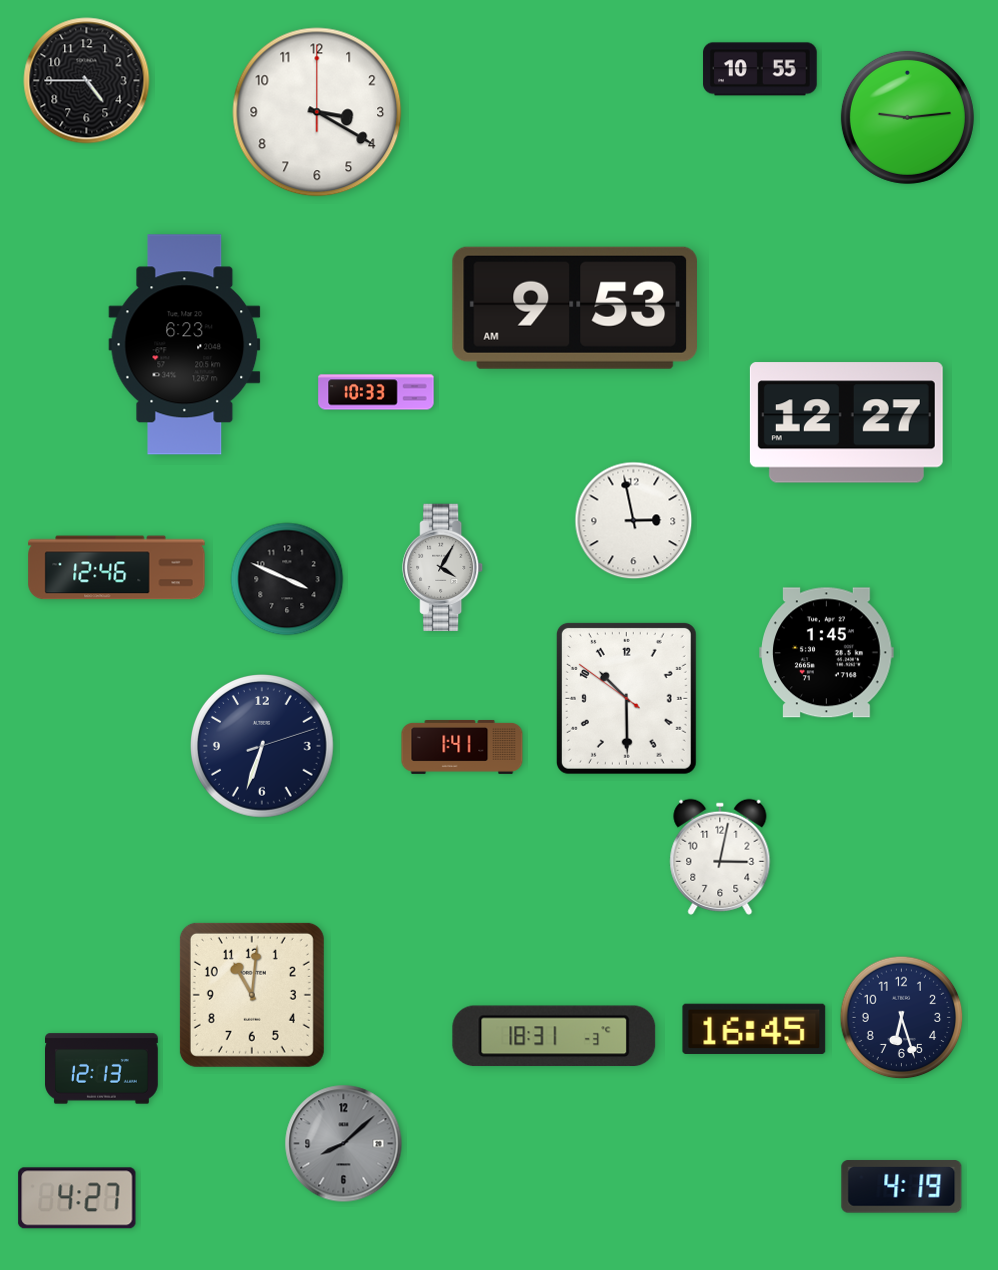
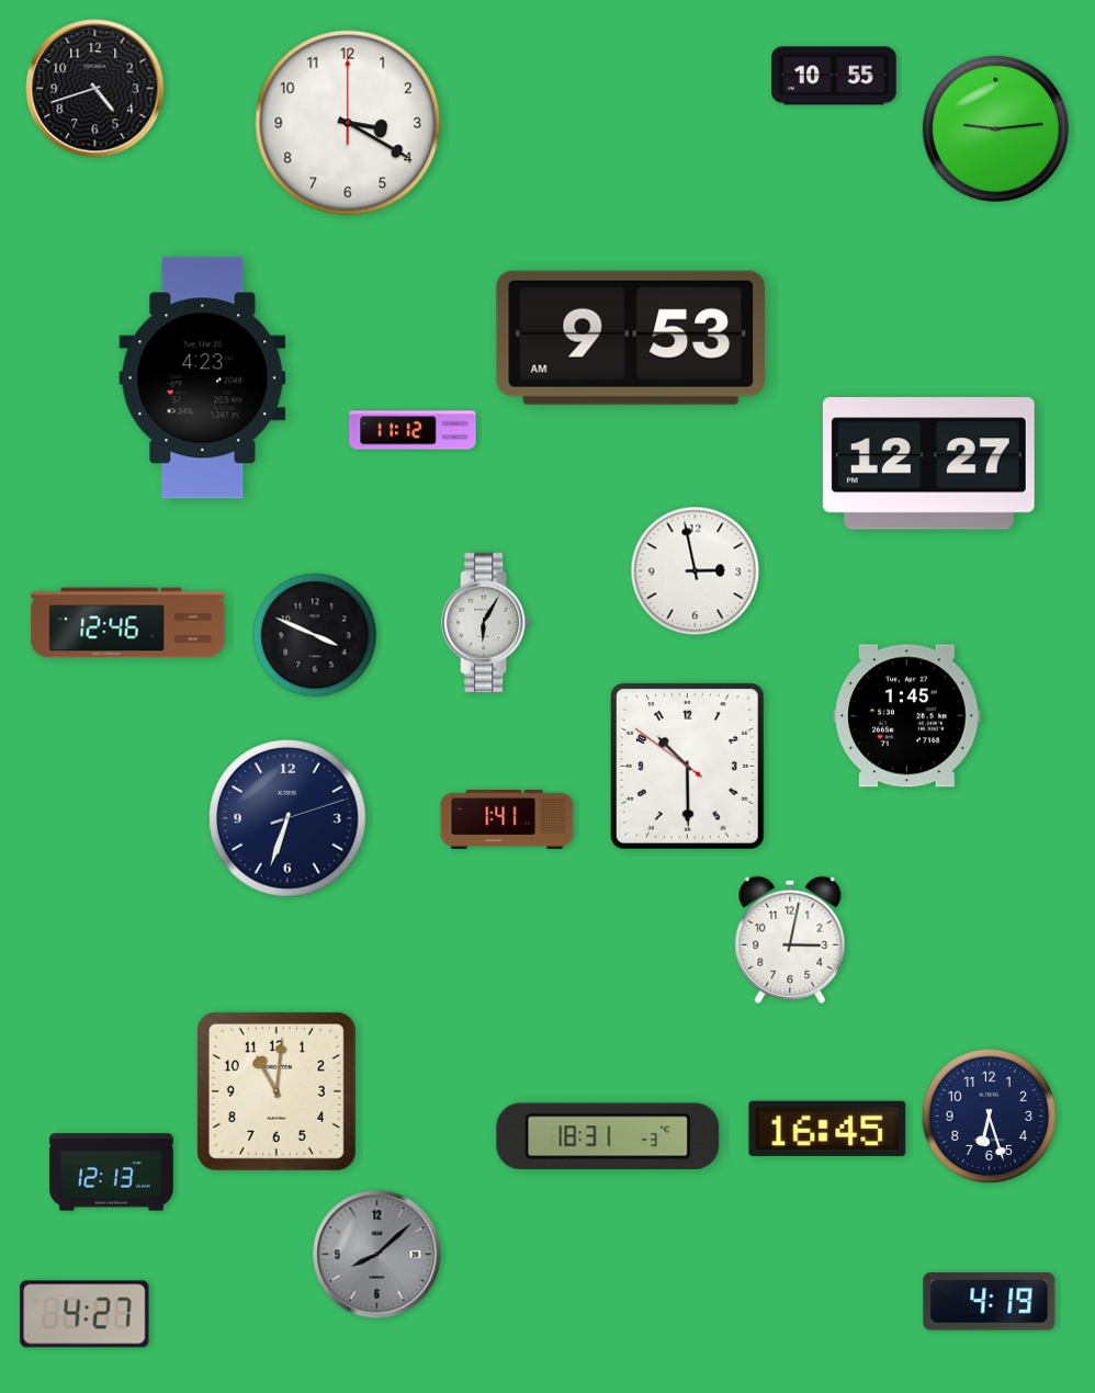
clock at (87, 81): 4:45 -> 4:42
clock at (185, 345): 6:23 -> 4:23
clock at (376, 392): 10:33 -> 11:12
clock at (443, 568): 4:05 -> 6:05
